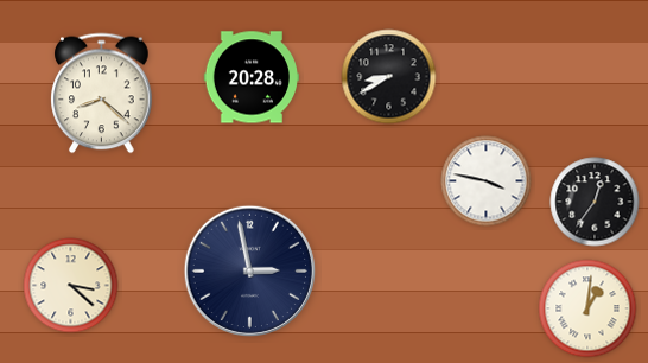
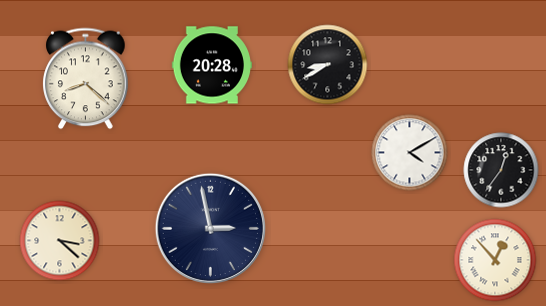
clock at (487, 181): 3:47 -> 4:10
clock at (587, 308): 1:01 -> 12:53
